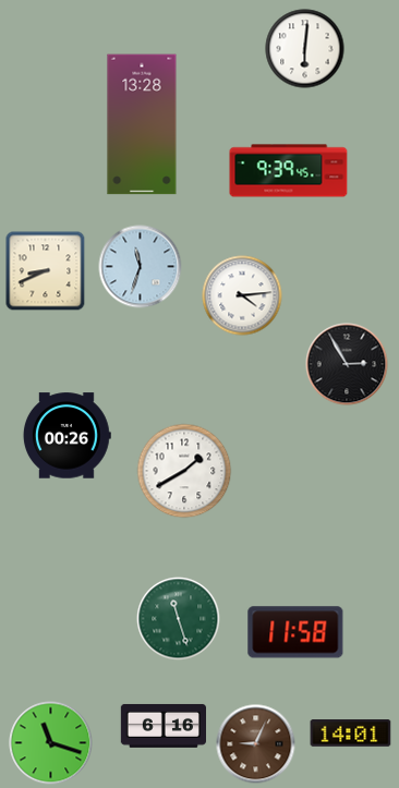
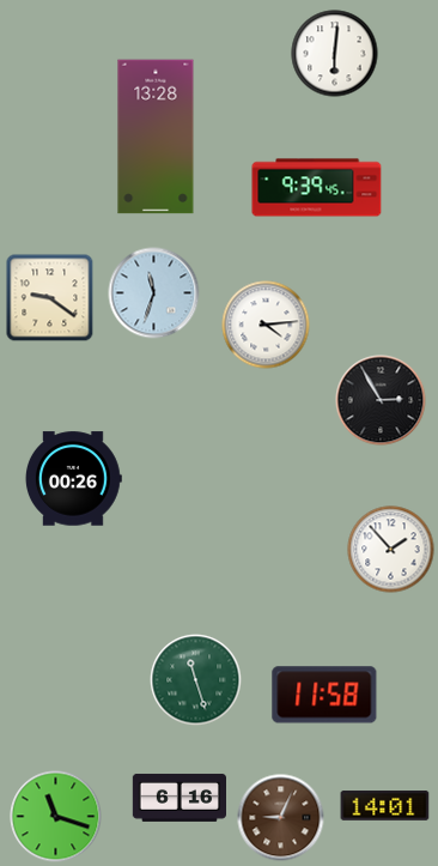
clock at (46, 271): 8:41 -> 9:21
clock at (184, 471): 1:40 -> none
clock at (391, 550): none -> 1:53
